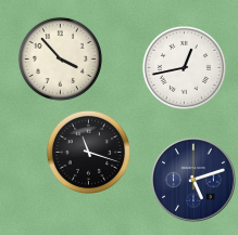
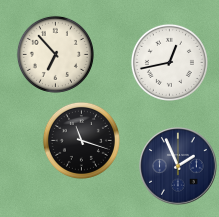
clock at (60, 58): 3:53 -> 6:53
clock at (195, 181): 5:12 -> 1:56
